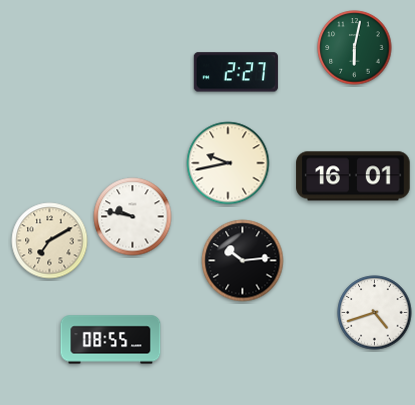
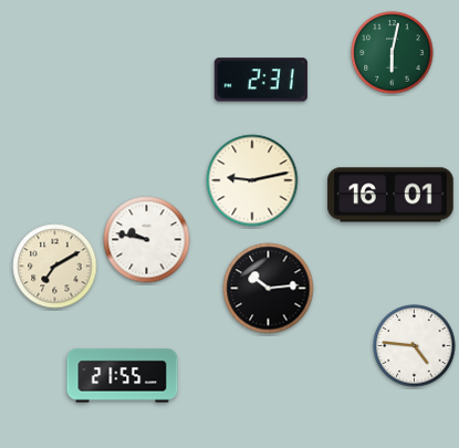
clock at (236, 72): 2:27 -> 2:31
clock at (228, 163): 9:43 -> 9:13
clock at (375, 313): 4:42 -> 4:46
clock at (111, 340): 08:55 -> 21:55
